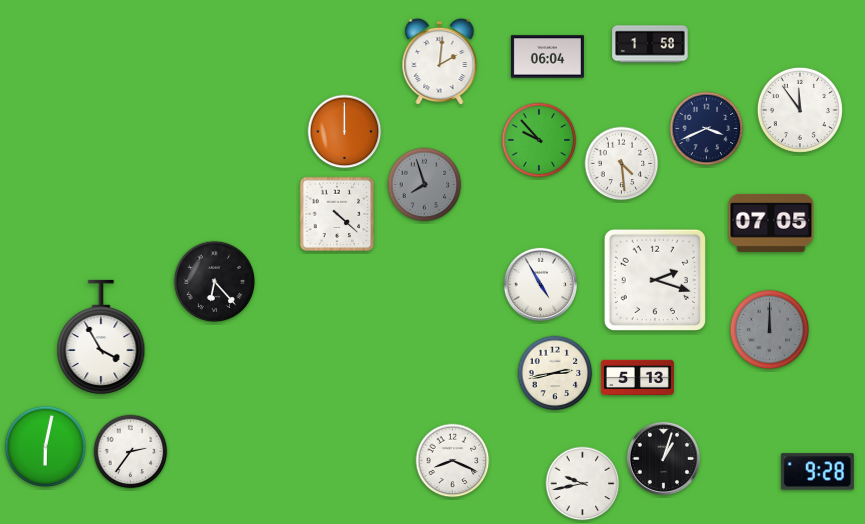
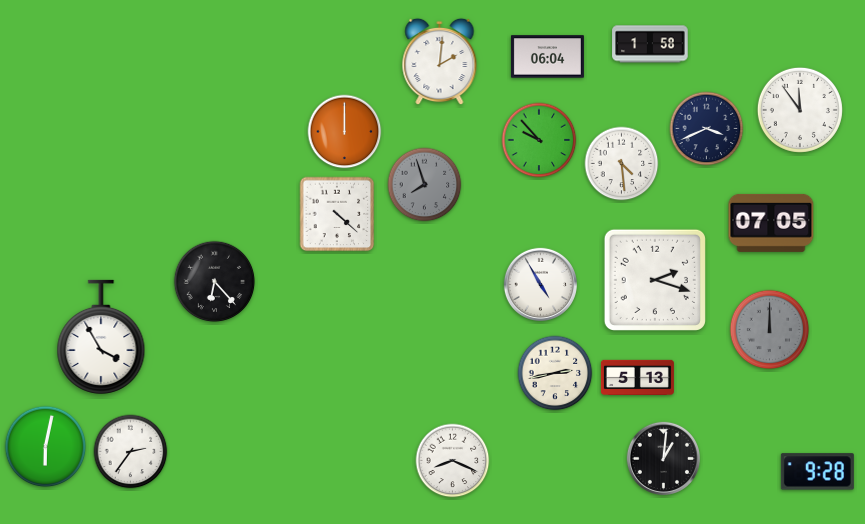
clock at (663, 458): 1:03 -> 1:01
clock at (583, 484): 9:43 -> none
